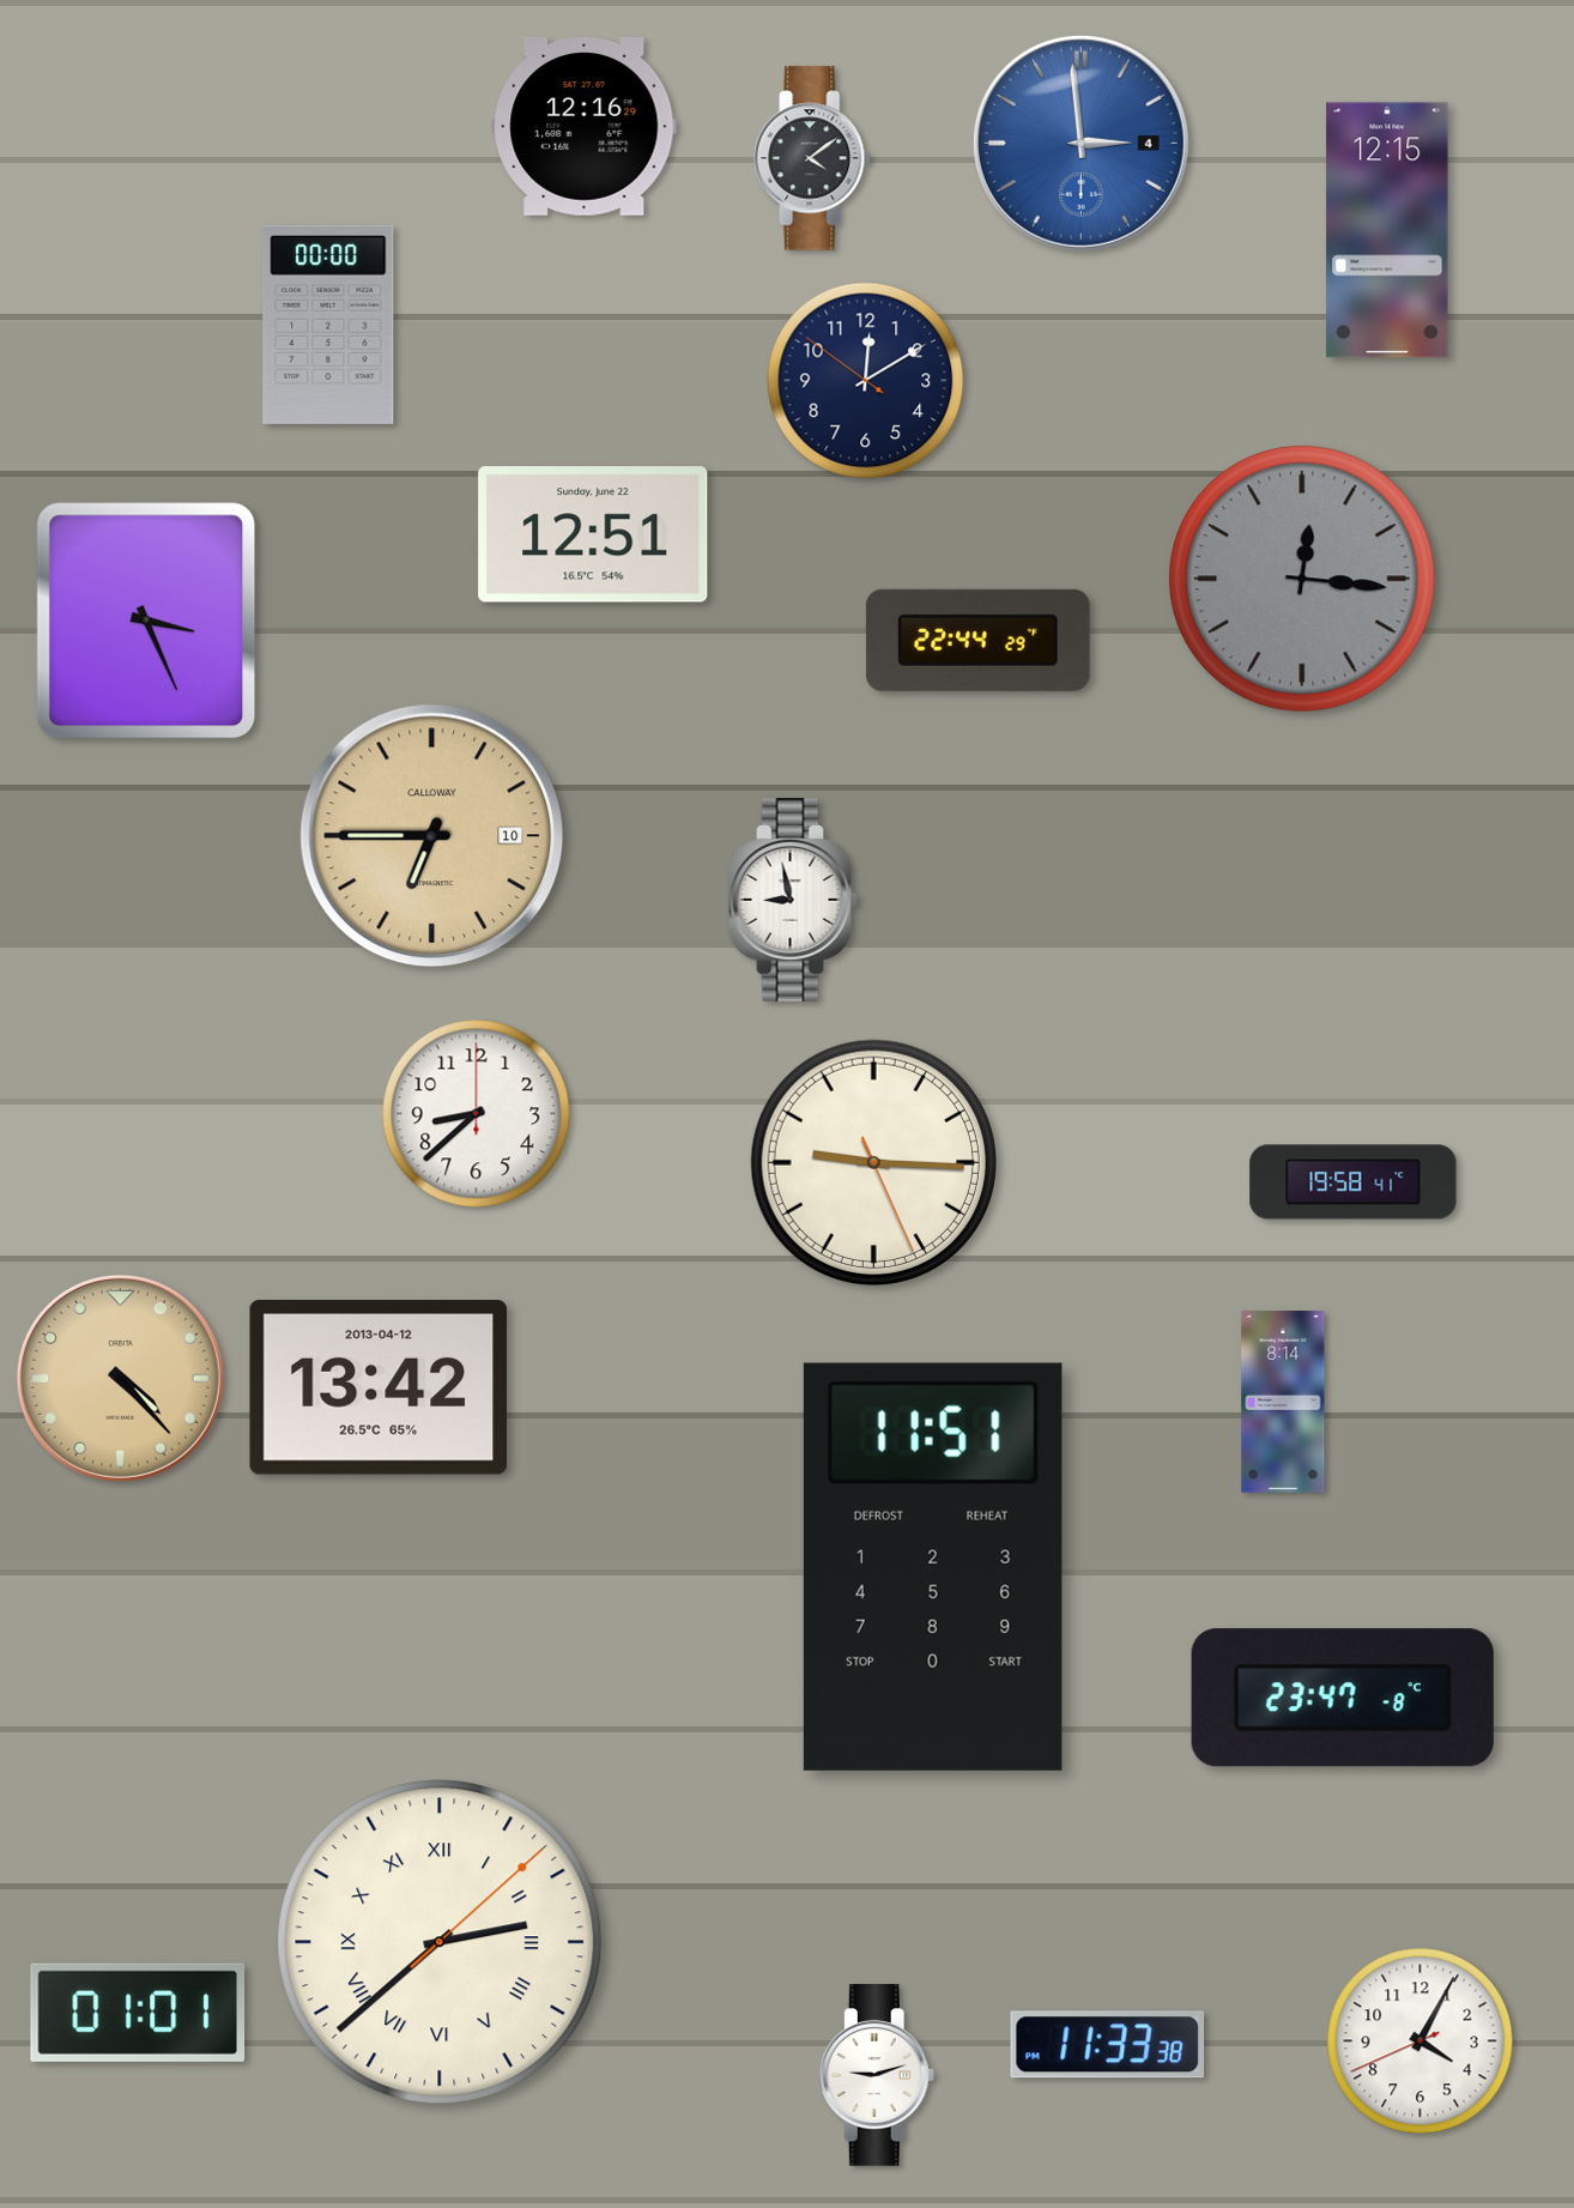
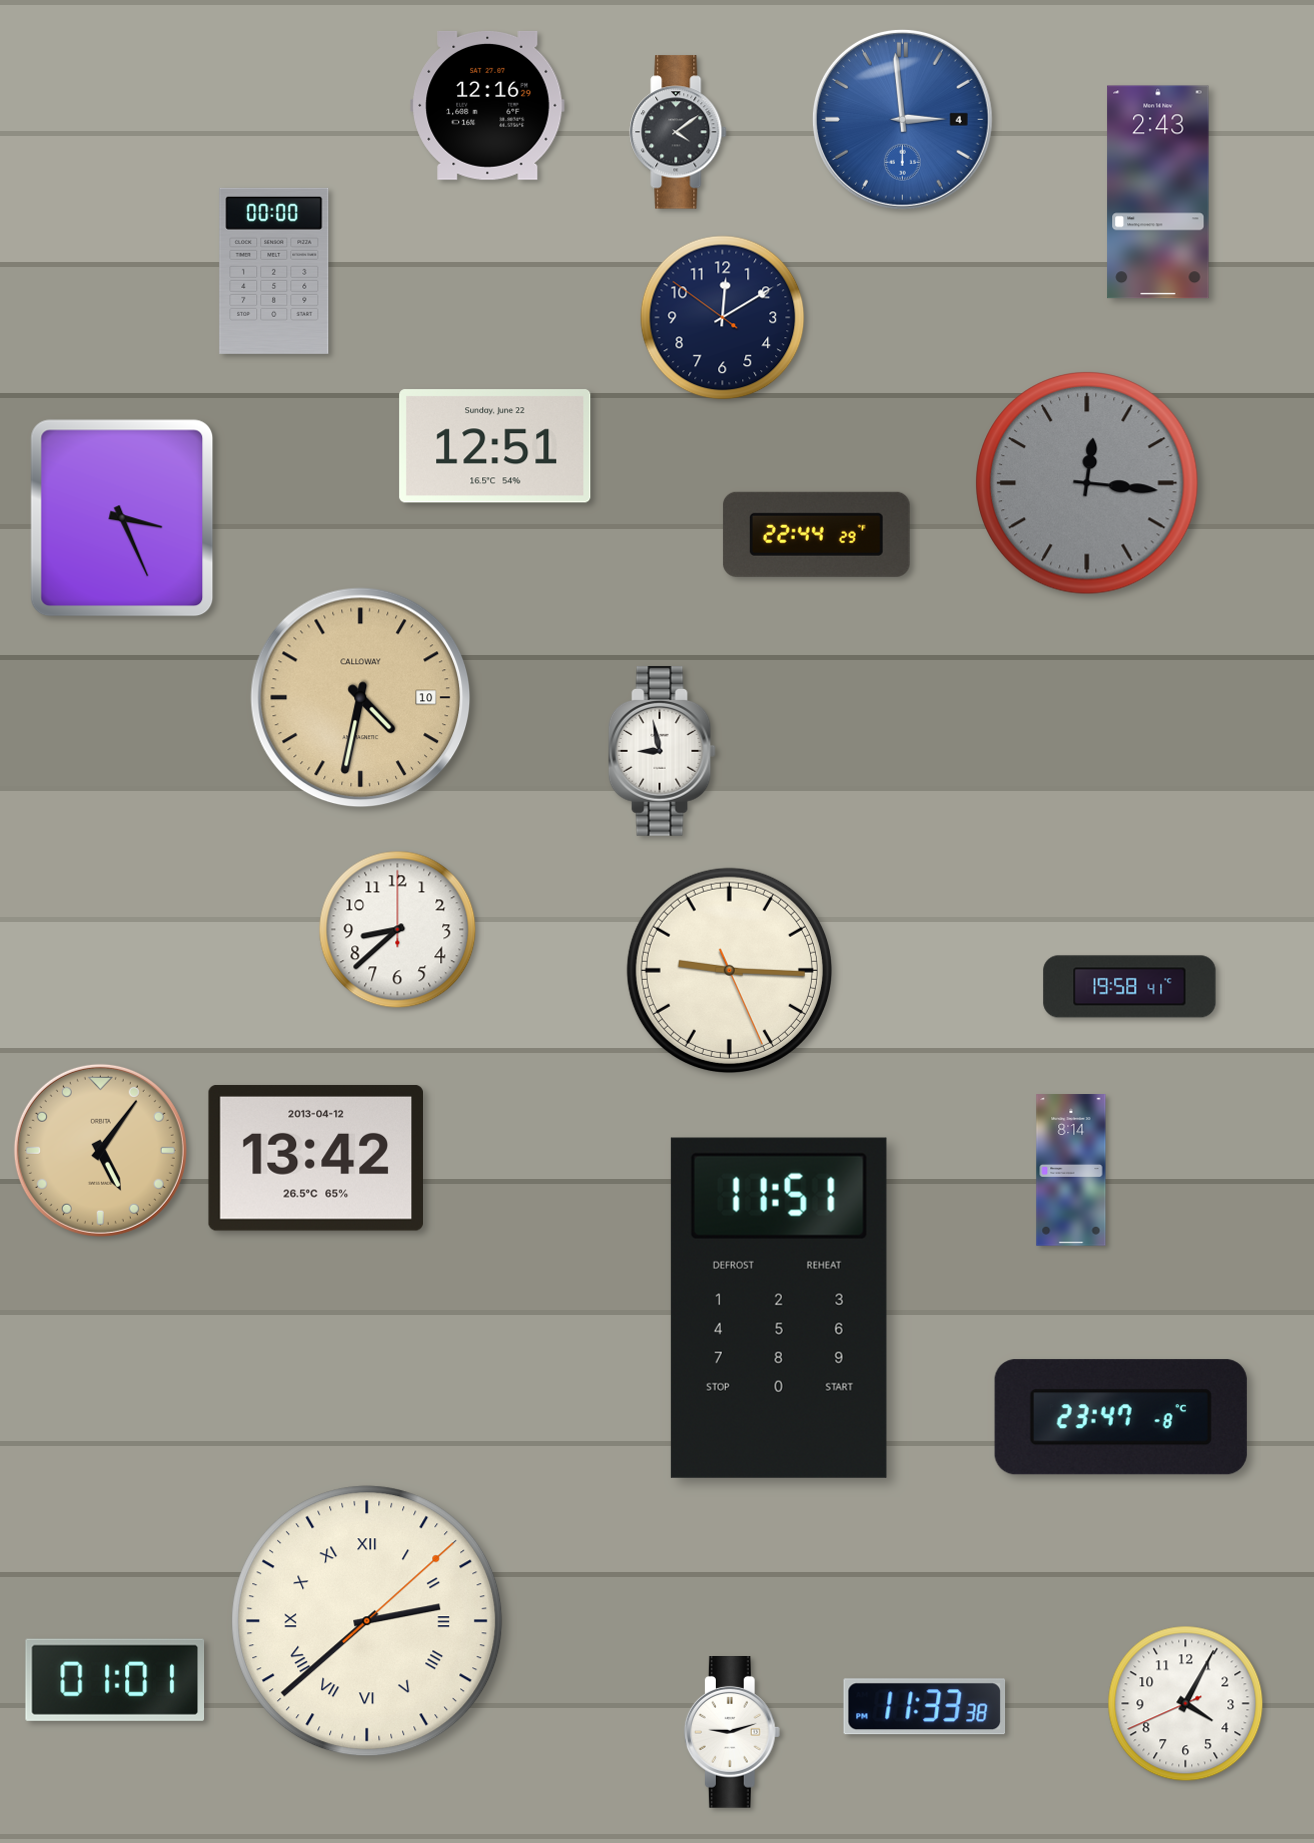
clock at (1387, 230): 12:15 -> 2:43
clock at (432, 836): 6:45 -> 4:32
clock at (120, 1378): 4:23 -> 5:06
